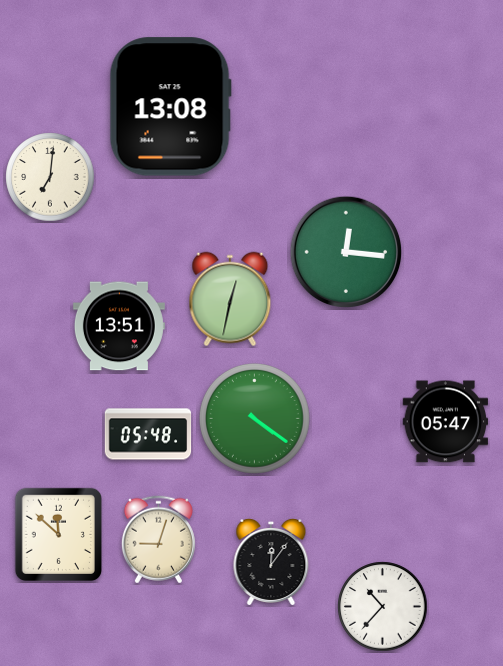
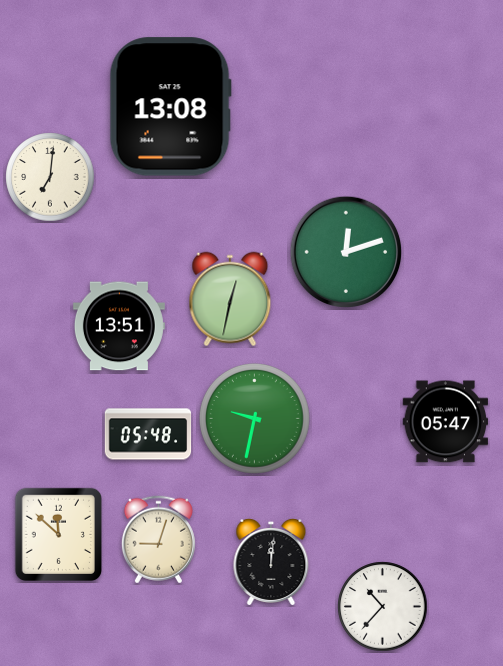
clock at (346, 252): 12:16 -> 12:12
clock at (254, 418): 4:21 -> 9:32
clock at (271, 562): 12:06 -> 12:01
